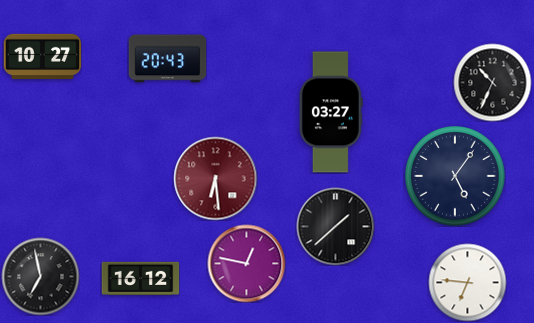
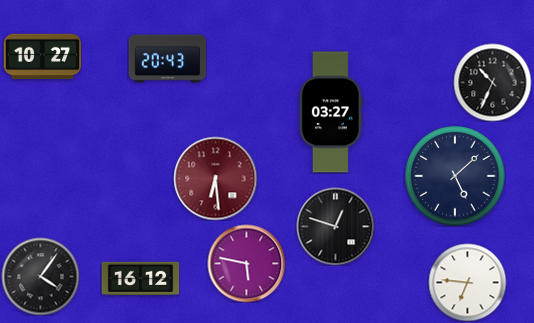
clock at (455, 176): 5:06 -> 5:08
clock at (335, 226): 1:38 -> 12:48
clock at (246, 263): 12:47 -> 5:47
clock at (40, 276): 6:58 -> 4:06
